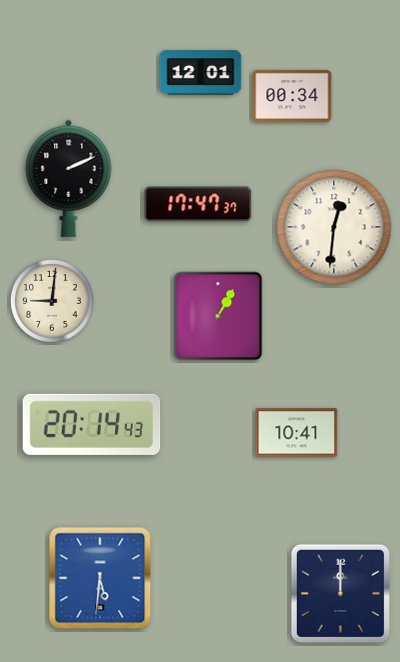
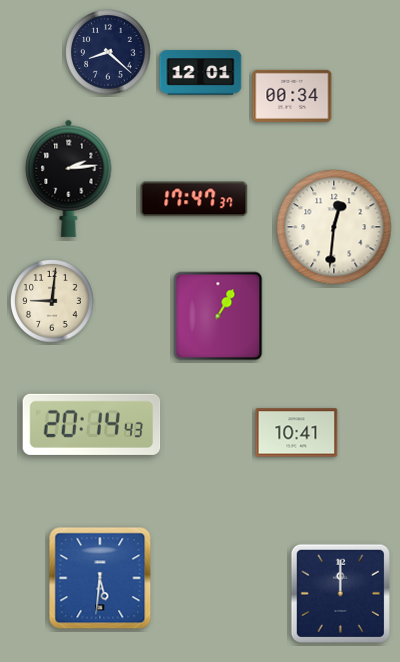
clock at (108, 52): none -> 8:22
clock at (69, 178): 2:11 -> 2:14
clock at (198, 204) position: (198, 204) -> (194, 199)
